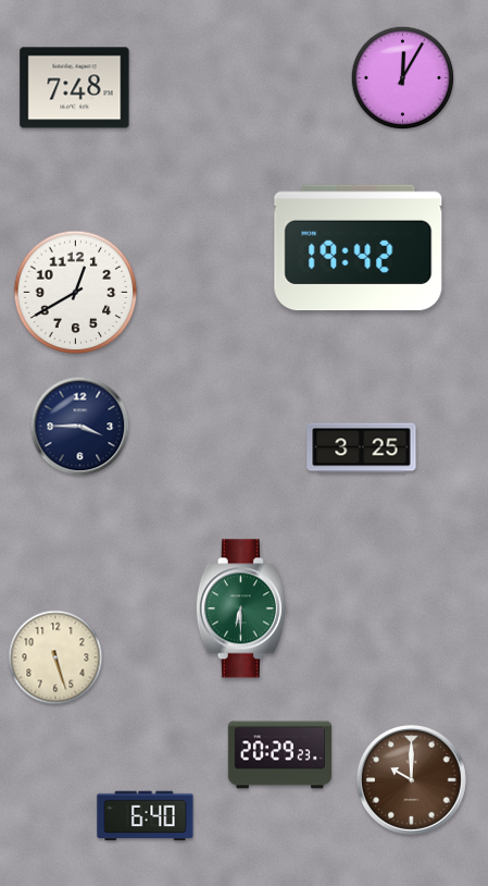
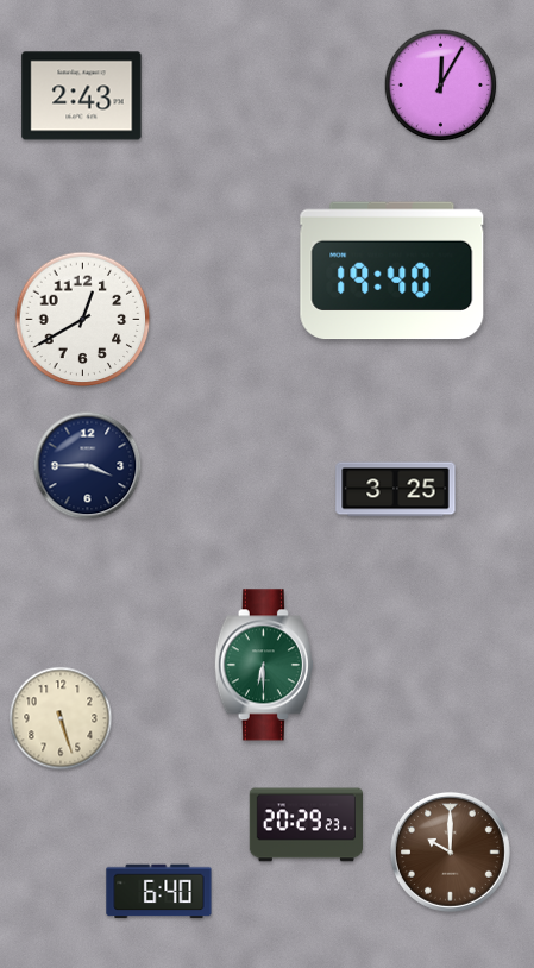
clock at (75, 88): 7:48 -> 2:43
clock at (359, 248): 19:42 -> 19:40
